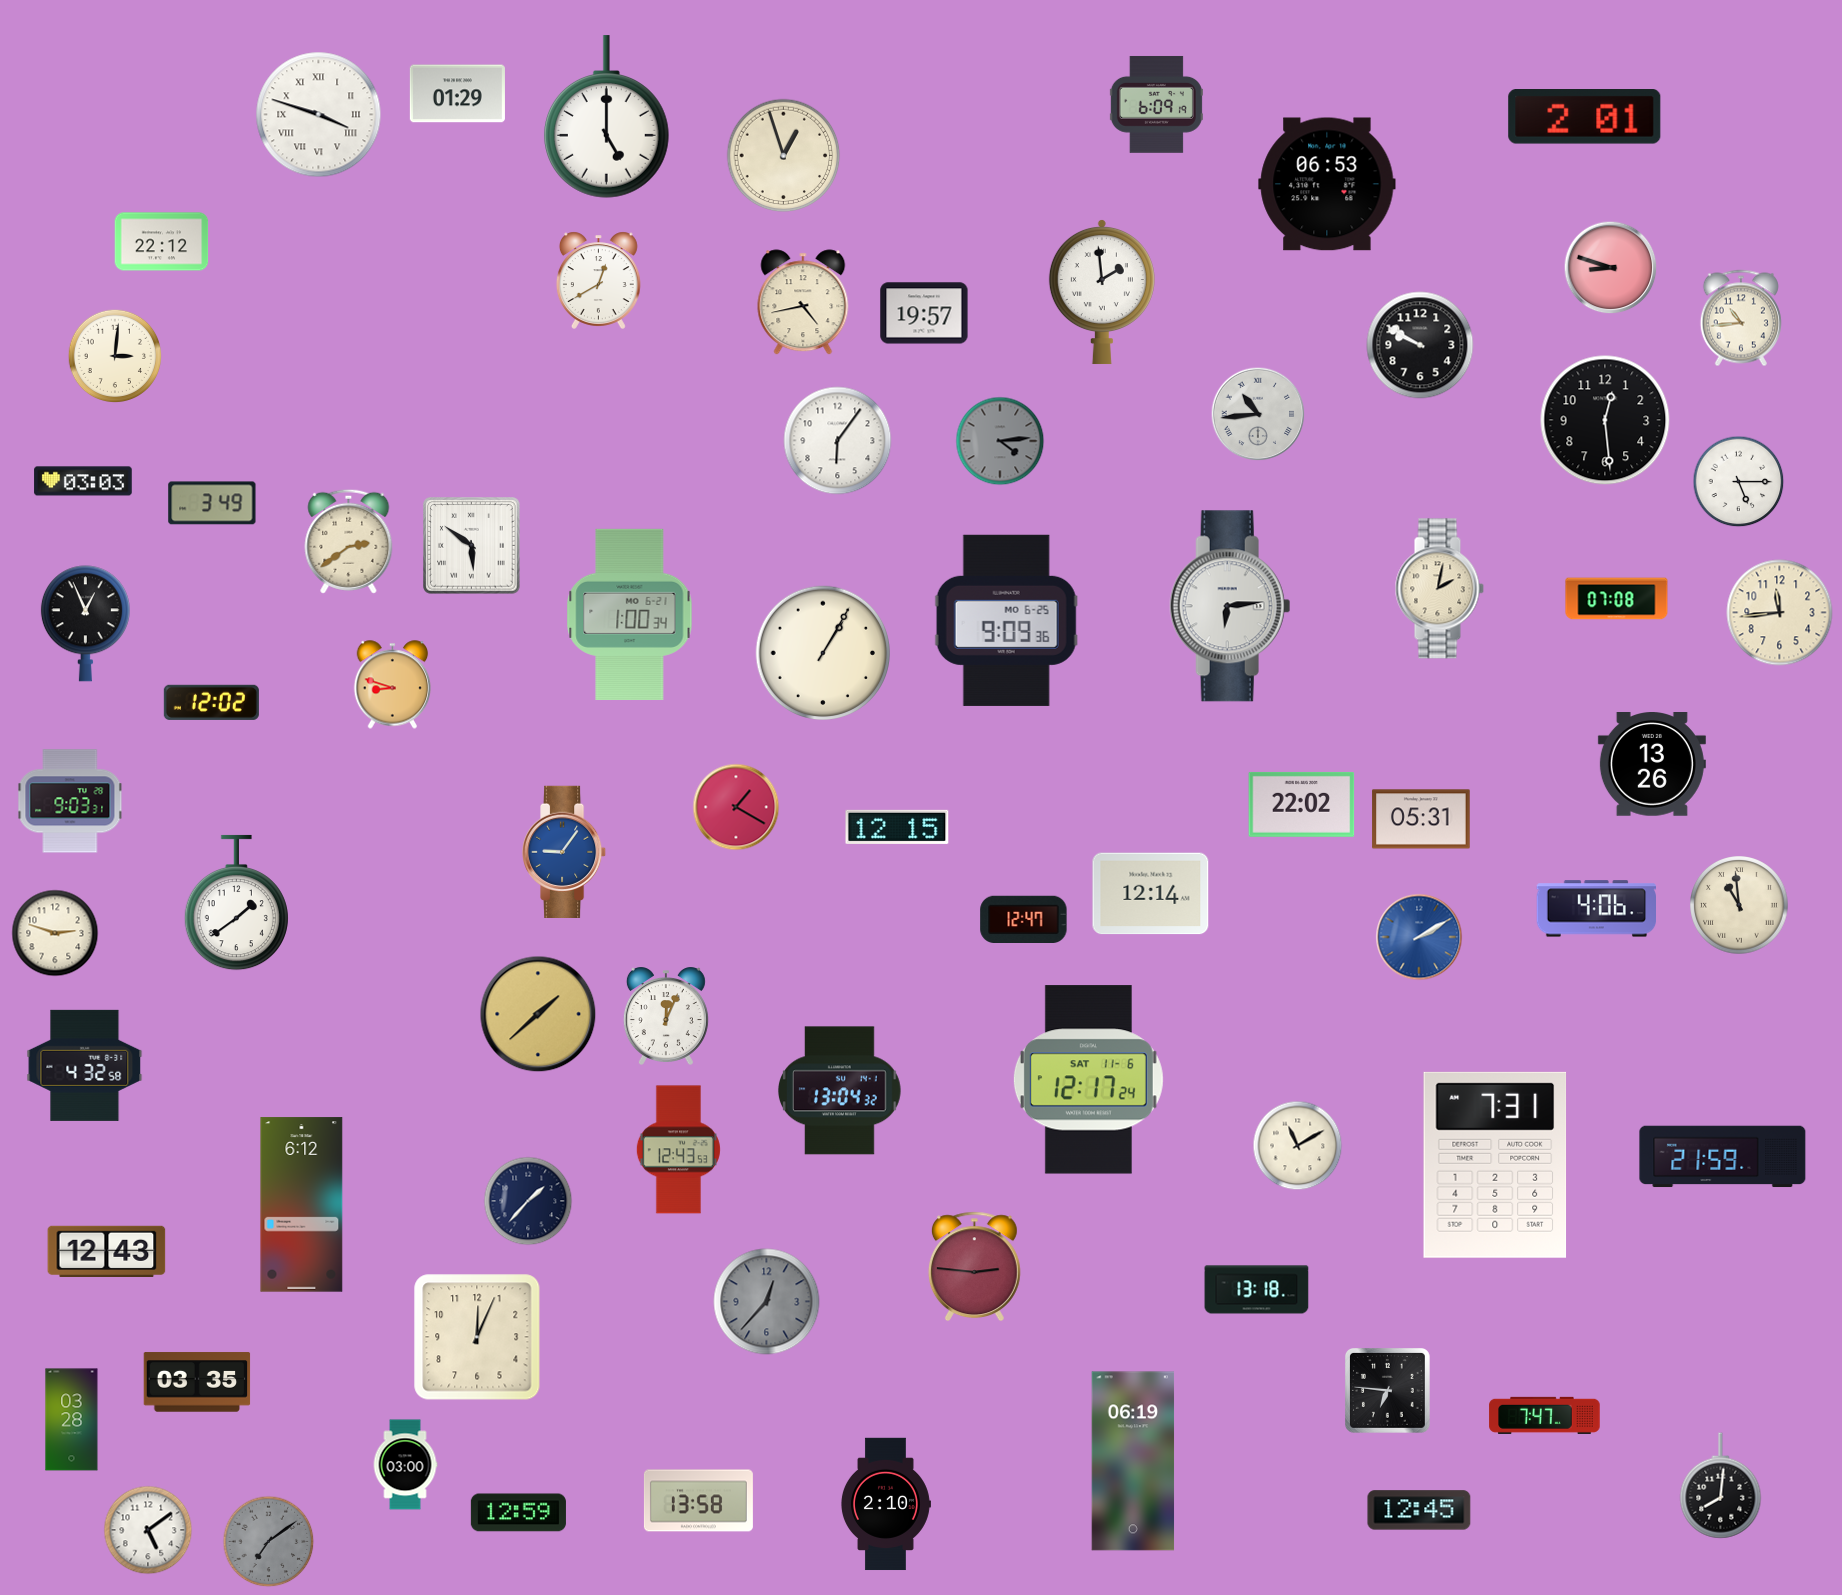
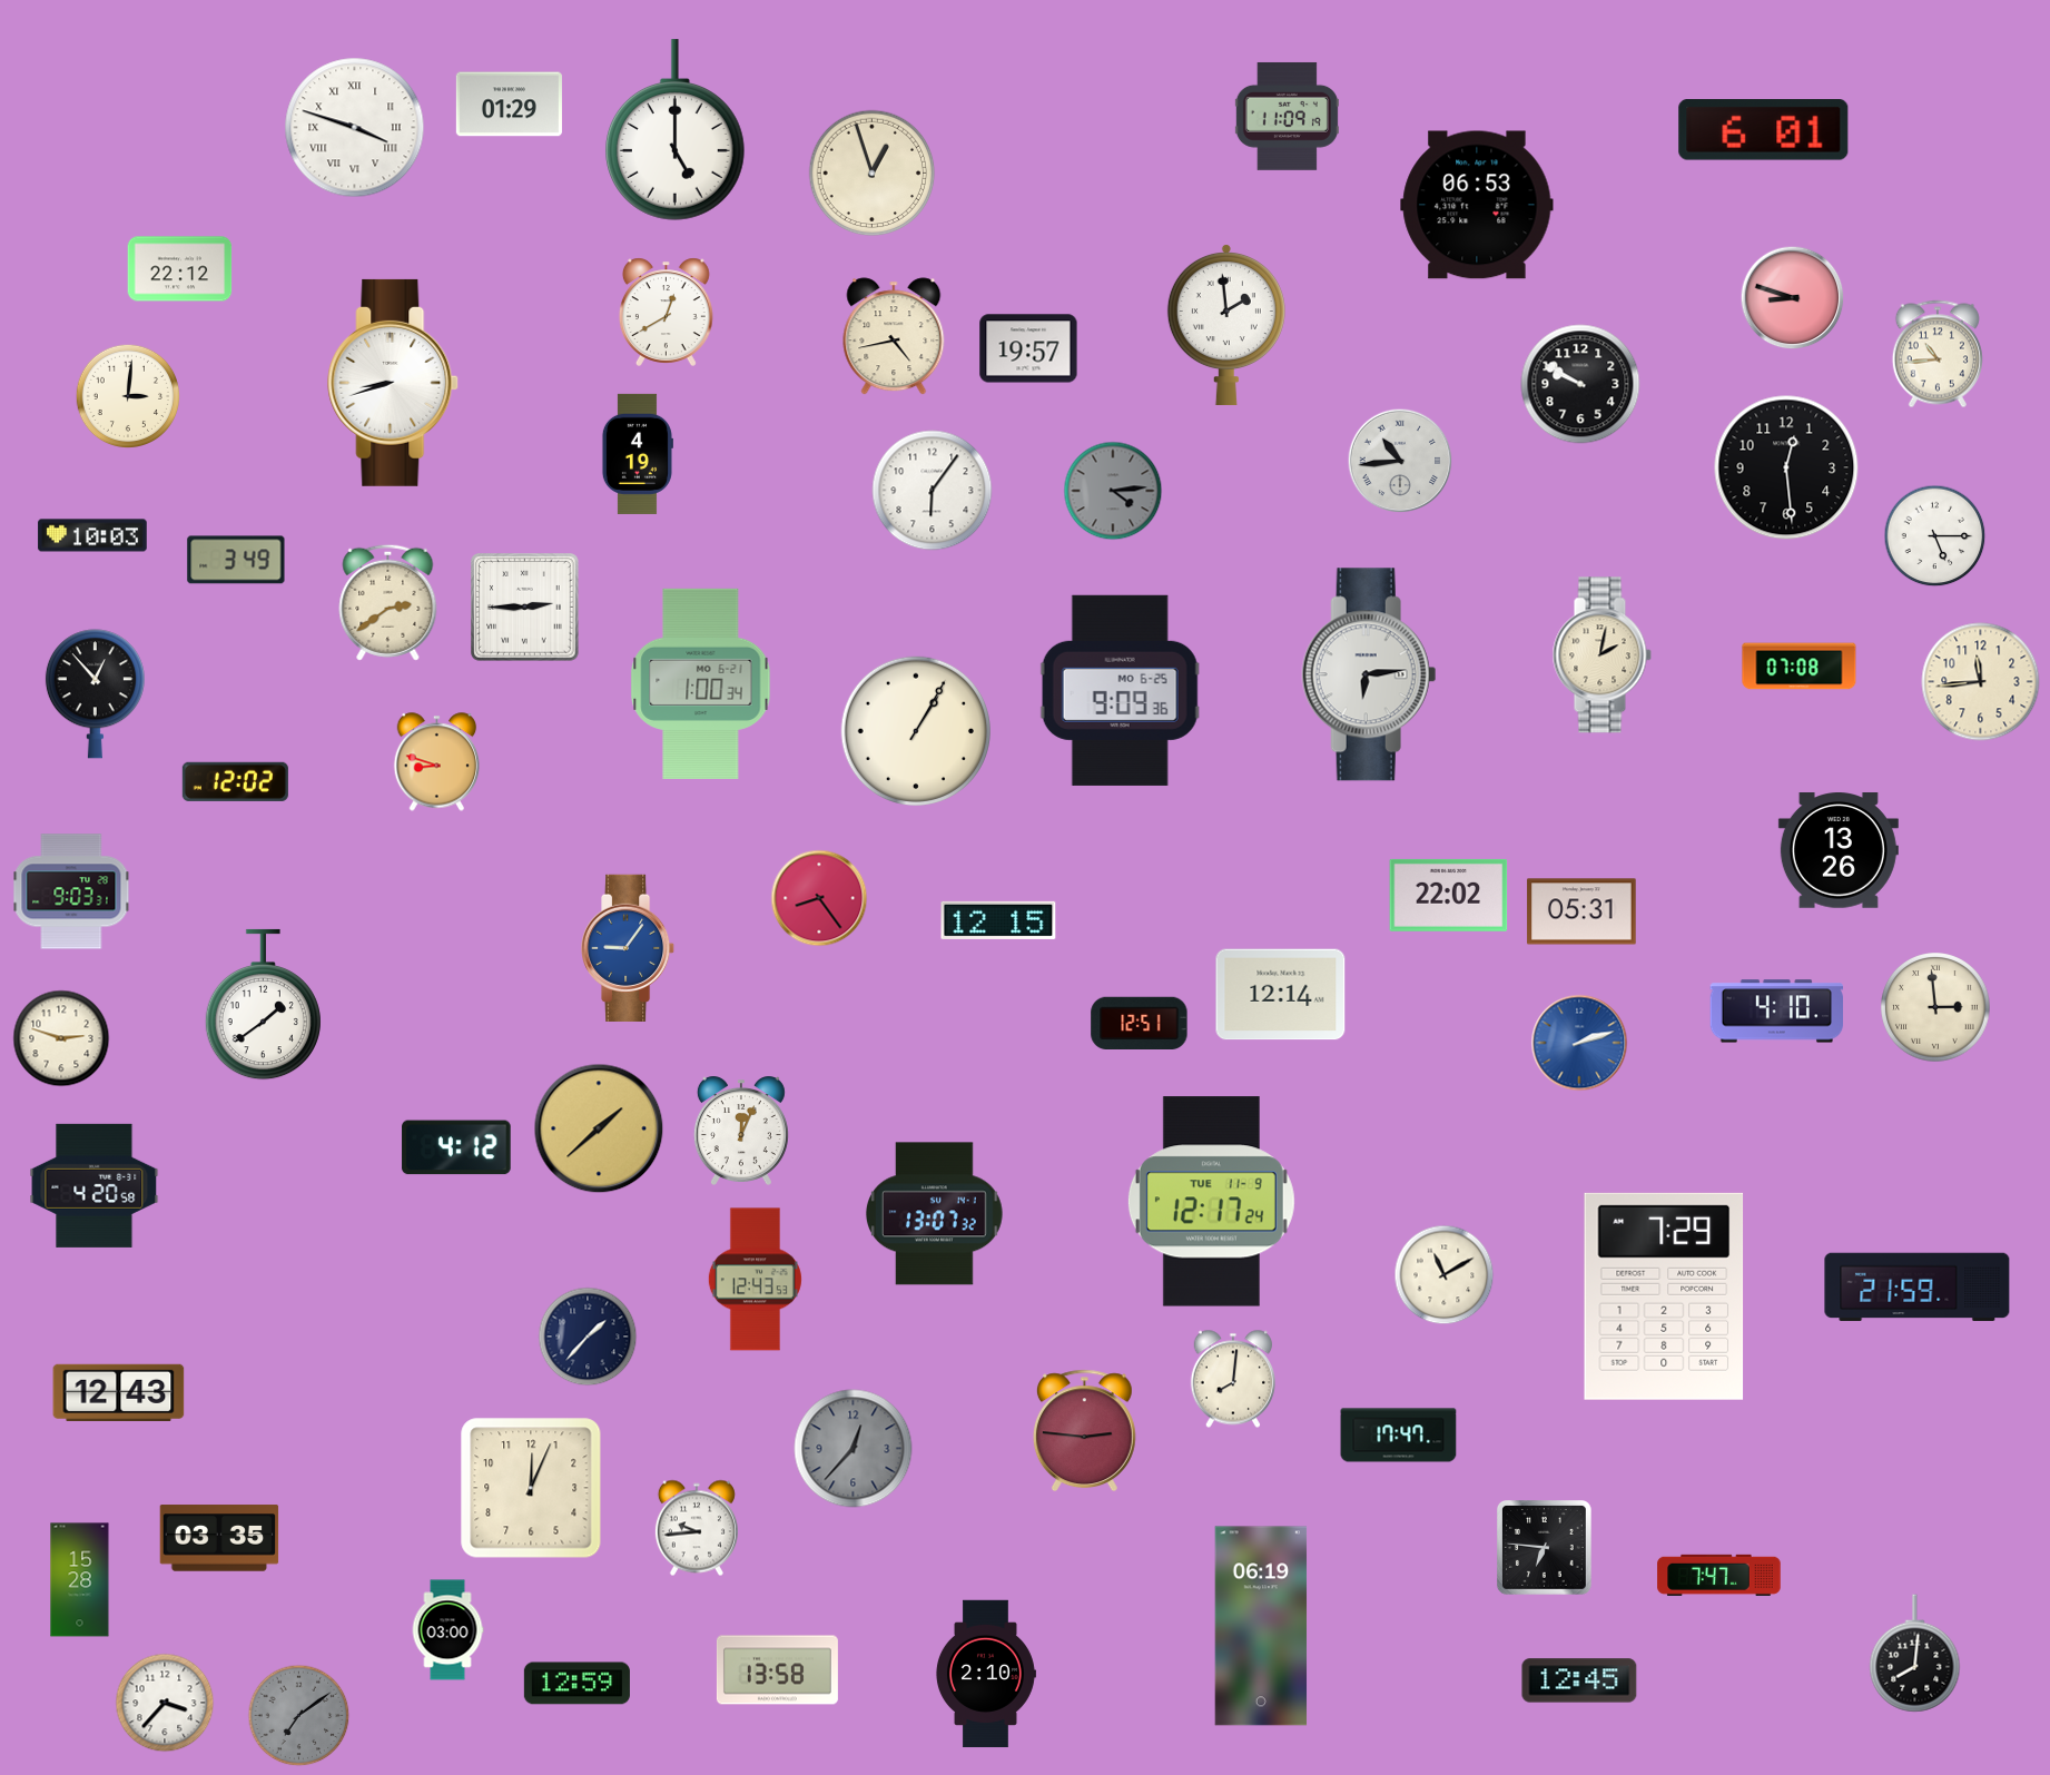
clock at (1156, 104): 6:09 -> 11:09
clock at (1585, 117): 2:01 -> 6:01
clock at (394, 383): none -> 8:42
clock at (637, 454): none -> 4:19
clock at (83, 481): 03:03 -> 10:03
clock at (472, 546): 5:51 -> 2:45
clock at (85, 624): 12:56 -> 12:53
clock at (822, 652) position: (822, 652) -> (915, 730)
clock at (70, 801) position: (70, 801) -> (71, 891)
clock at (736, 807): 1:20 -> 8:24
clock at (1740, 906): 10:59 -> 2:59
clock at (1596, 909): 4:06 -> 4:10
clock at (1024, 920): 12:47 -> 12:51
clock at (1419, 937): 2:10 -> 2:12
clock at (456, 1147): none -> 4:12
clock at (85, 1065): 4:32 -> 4:20
clock at (1088, 1080) date: SAT 11-6 -> TUE 11-9
clock at (839, 1091): 13:04 -> 13:07
clock at (1495, 1165): 7:31 -> 7:29
clock at (302, 1205): 6:12 -> none
clock at (1232, 1379): none -> 8:01
clock at (974, 1267) position: (974, 1267) -> (1084, 1431)
clock at (1257, 1290): 13:18 -> 17:47
clock at (697, 1528): none -> 9:44
clock at (72, 1420): 03:28 -> 15:28
clock at (405, 1465) position: (405, 1465) -> (447, 1630)
clock at (148, 1530): 5:09 -> 3:37
